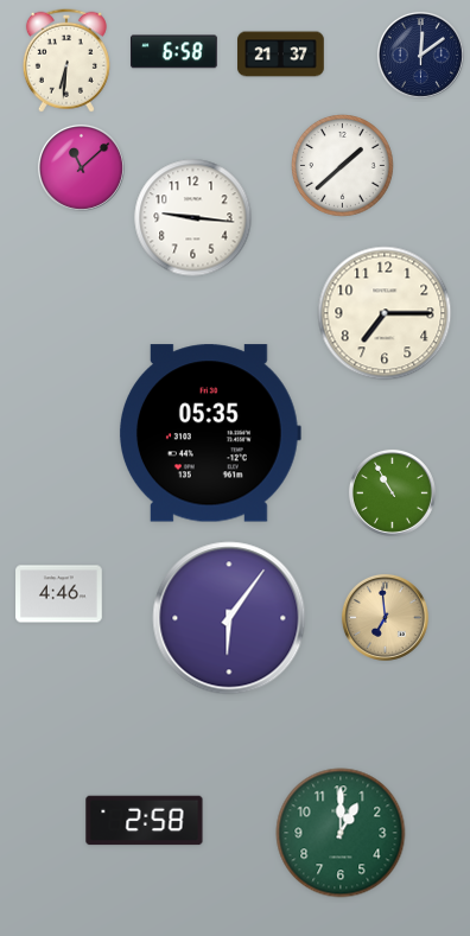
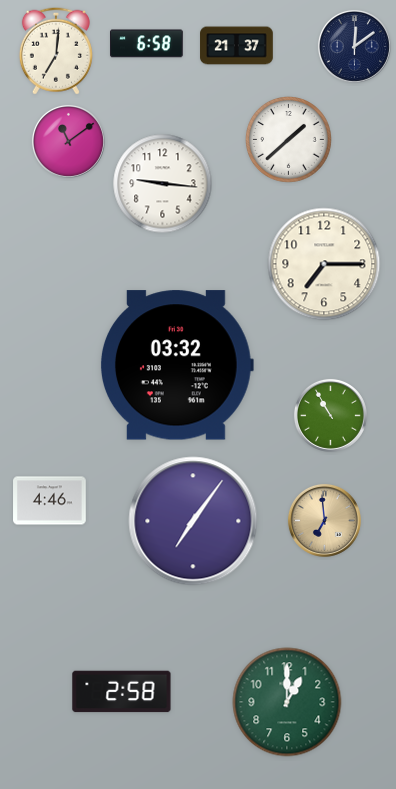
clock at (66, 61): 6:31 -> 7:01
clock at (81, 167): 11:08 -> 11:09
clock at (209, 433): 05:35 -> 03:32
clock at (229, 618): 6:06 -> 7:06
